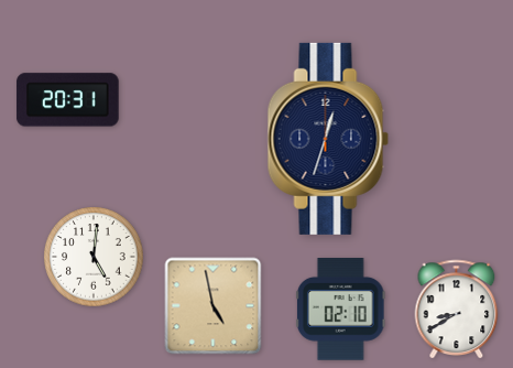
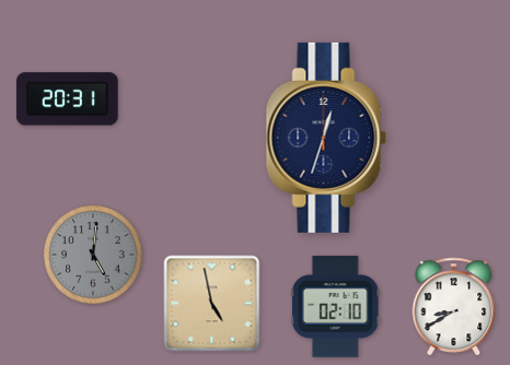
clock at (94, 257) dial: white -> grey
clock at (340, 310) position: (340, 310) -> (335, 307)
